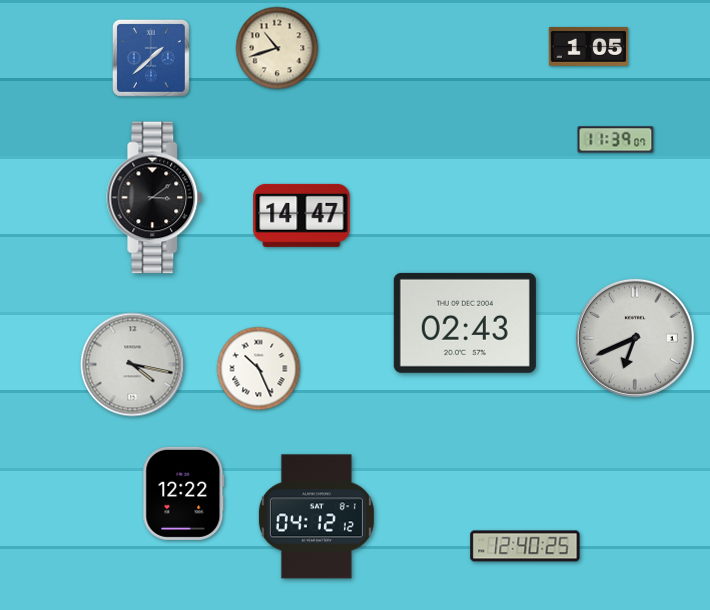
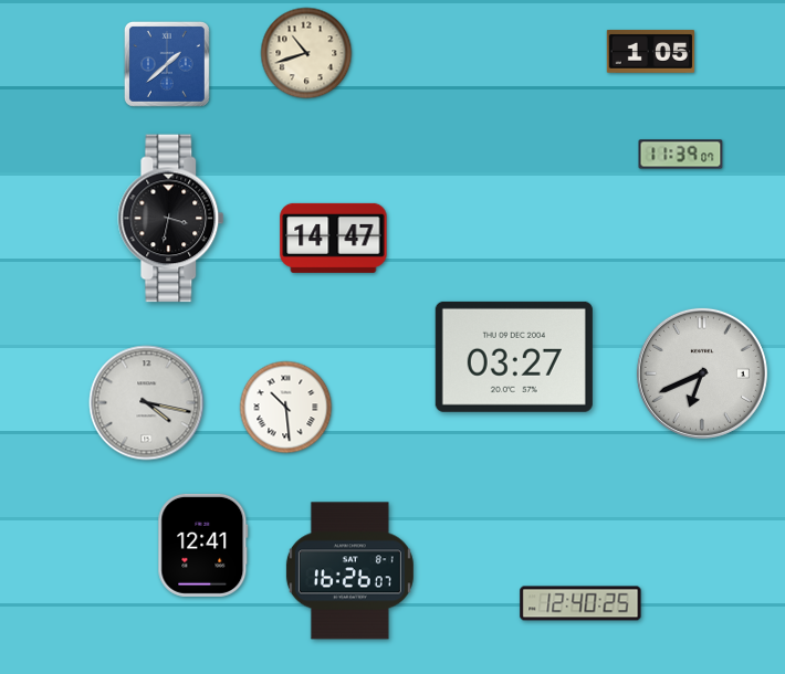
clock at (155, 198): 3:09 -> 3:32
clock at (465, 323): 02:43 -> 03:27
clock at (259, 369): 10:26 -> 10:29
clock at (184, 493): 12:22 -> 12:41
clock at (316, 517): 04:12 -> 16:26
